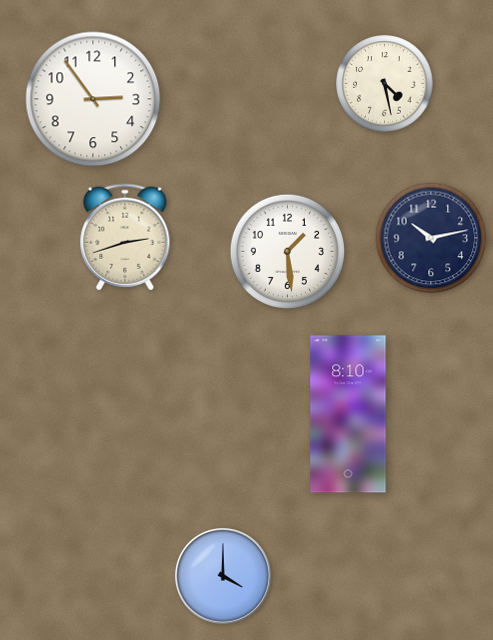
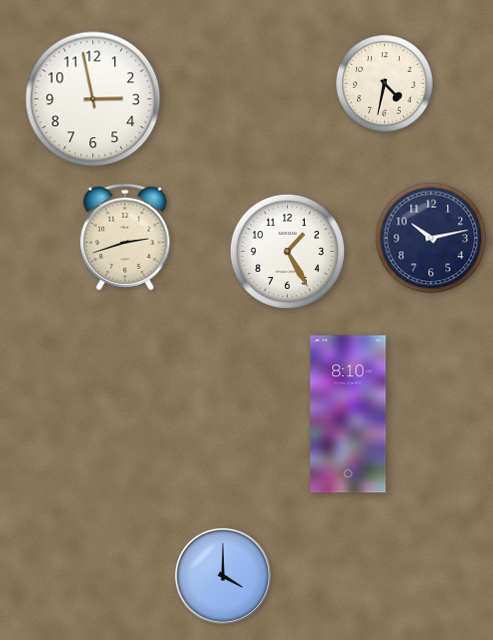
clock at (385, 84): 4:28 -> 4:32
clock at (93, 99): 2:54 -> 2:58
clock at (287, 251): 1:29 -> 1:25
